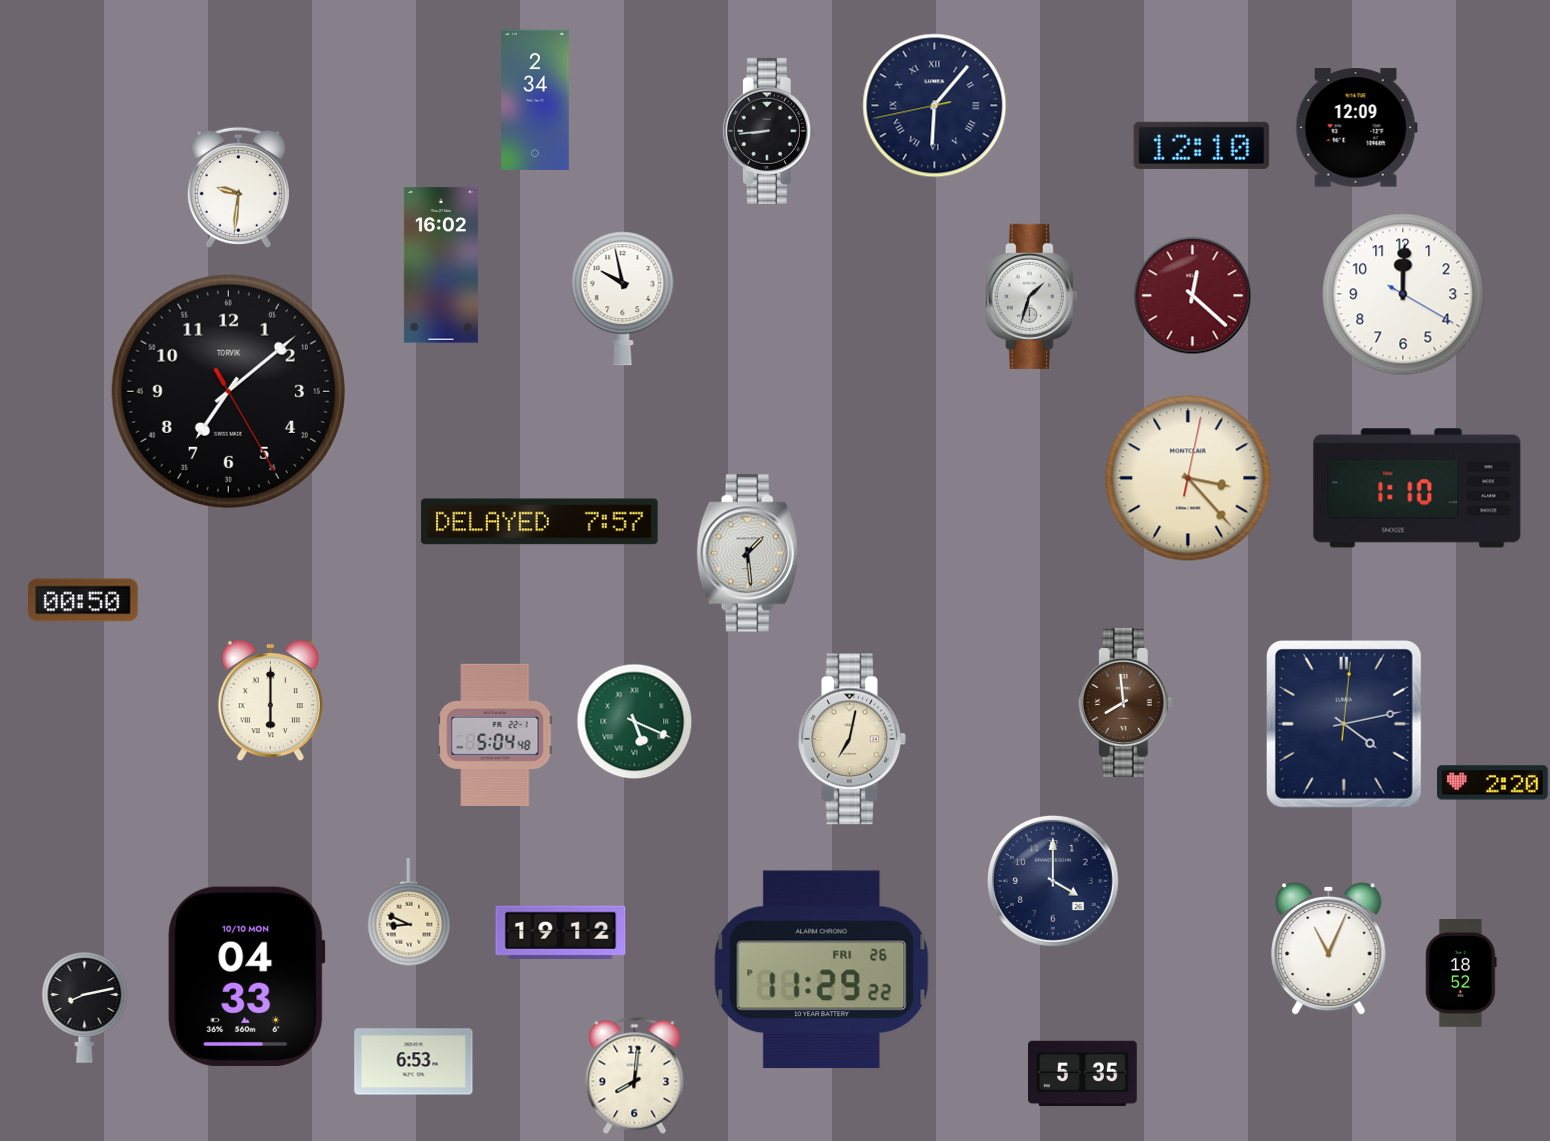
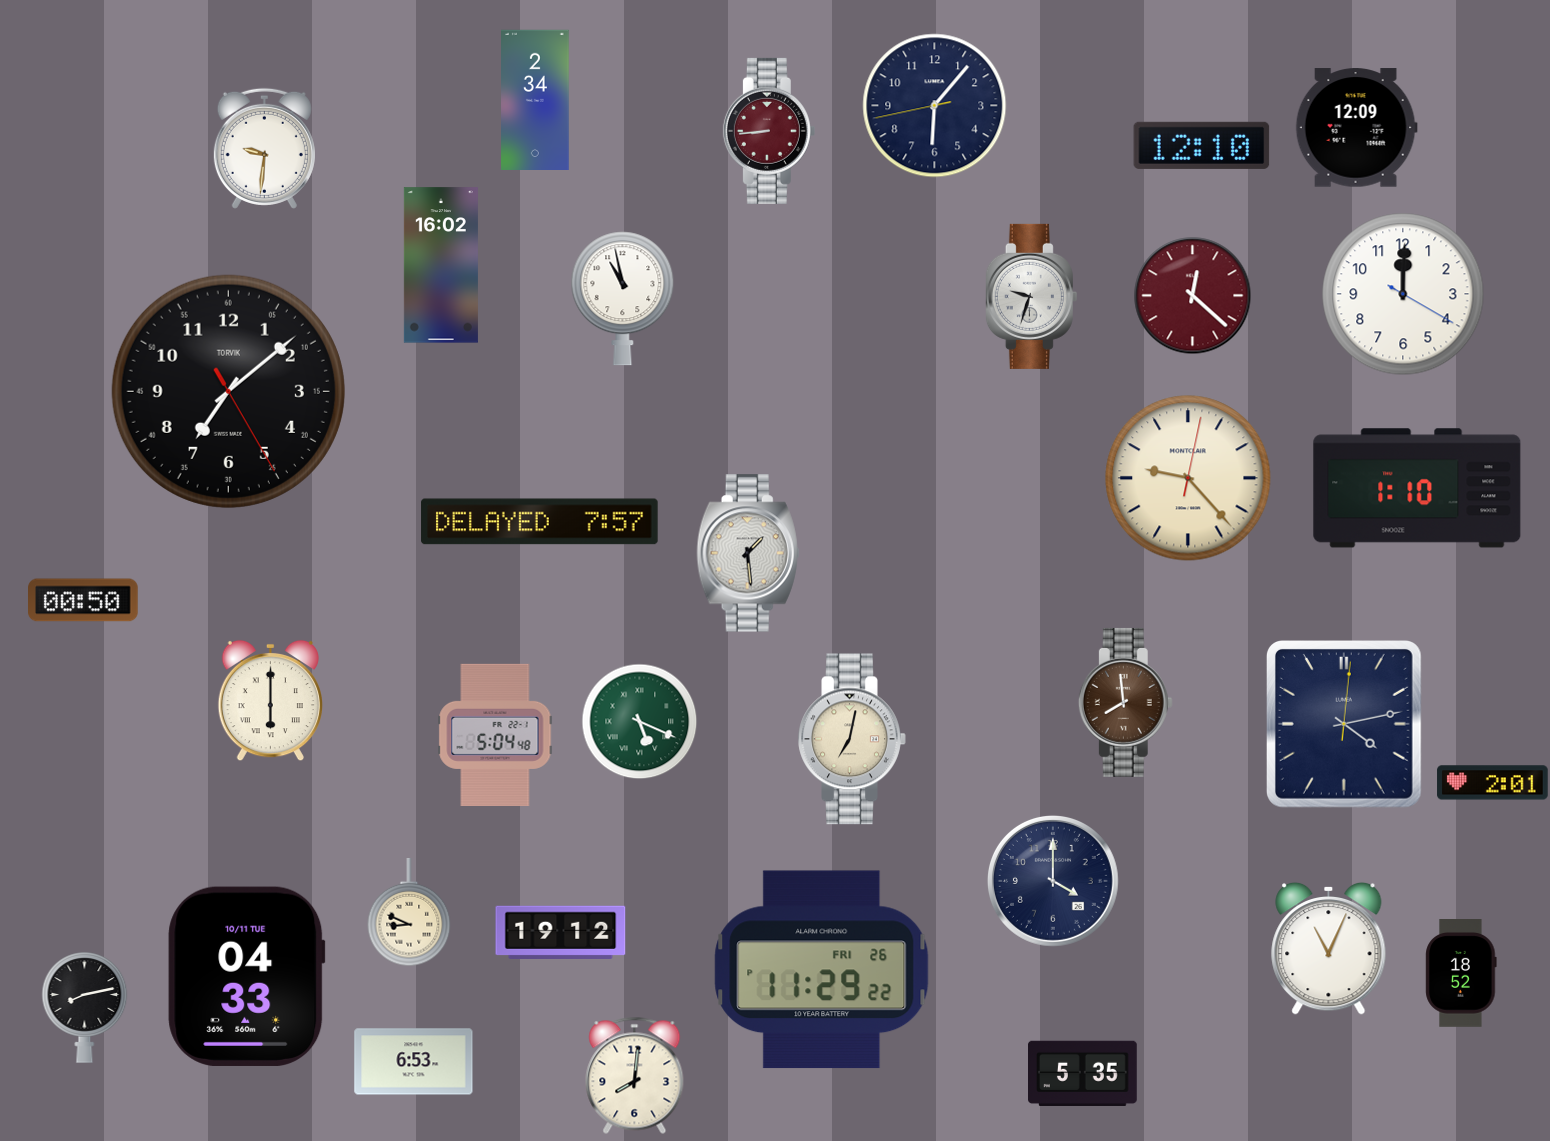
clock at (935, 106) numerals: Roman -> Arabic
clock at (769, 131) dial: black -> burgundy
clock at (238, 187) position: (238, 187) -> (264, 148)
clock at (1031, 296): 1:33 -> 9:33
clock at (623, 299): 9:58 -> 10:58
clock at (1188, 478): 3:23 -> 9:23
clock at (635, 722) position: (635, 722) -> (640, 722)
clock at (1493, 783): 2:20 -> 2:01
clock at (247, 976) date: 10/10 MON -> 10/11 TUE
